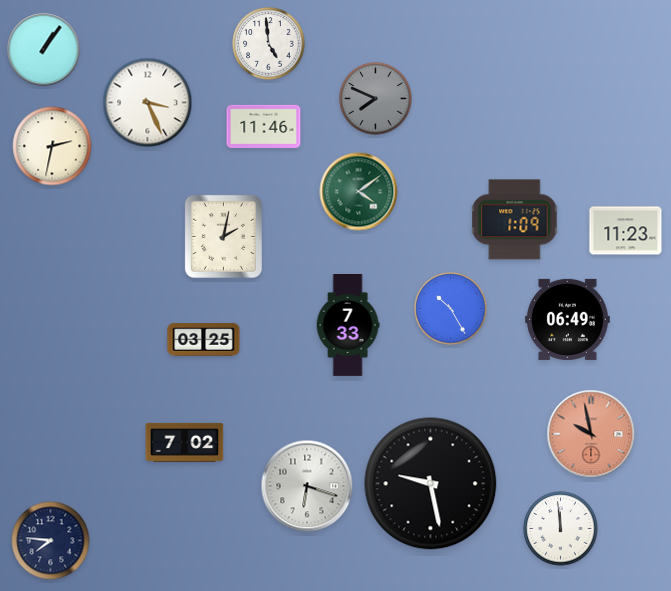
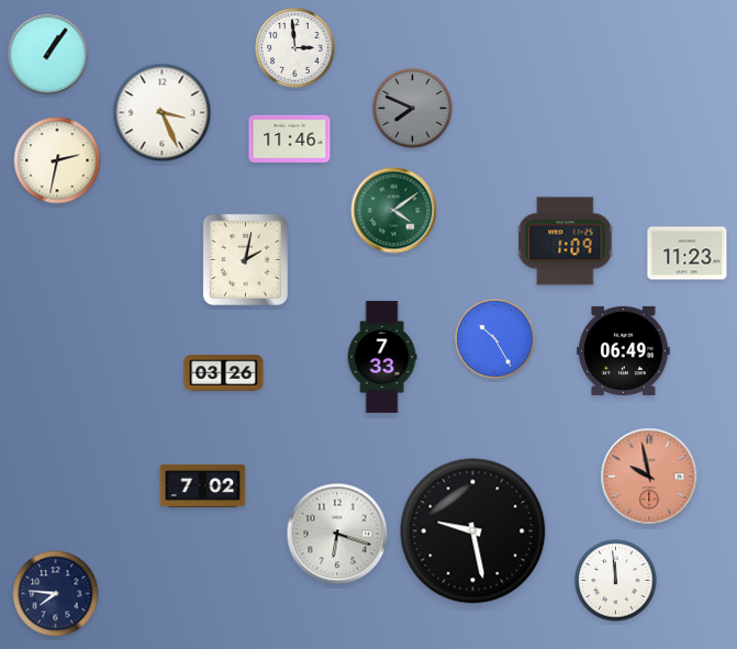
clock at (269, 44): 4:59 -> 2:59
clock at (204, 340): 03:25 -> 03:26
